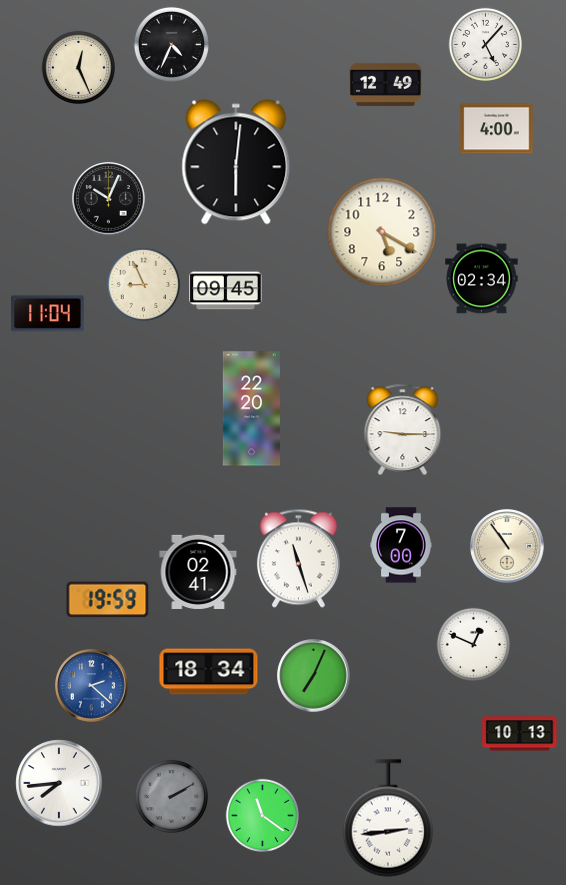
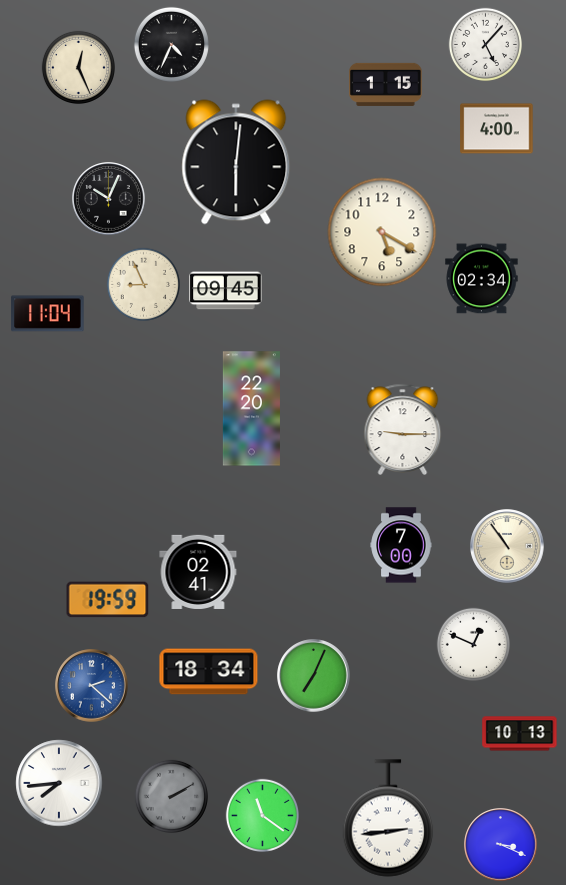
clock at (386, 84): 12:49 -> 1:15
clock at (298, 559): 11:27 -> none
clock at (501, 845): none -> 3:19
